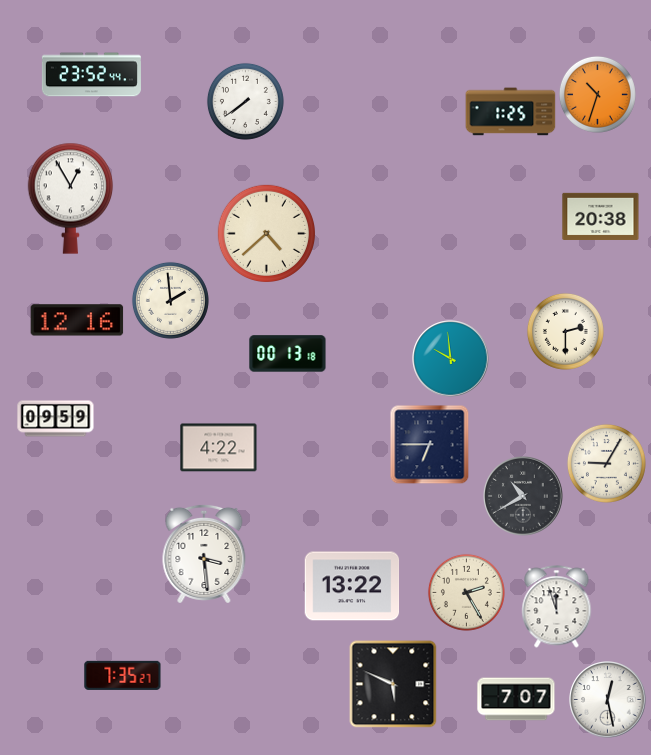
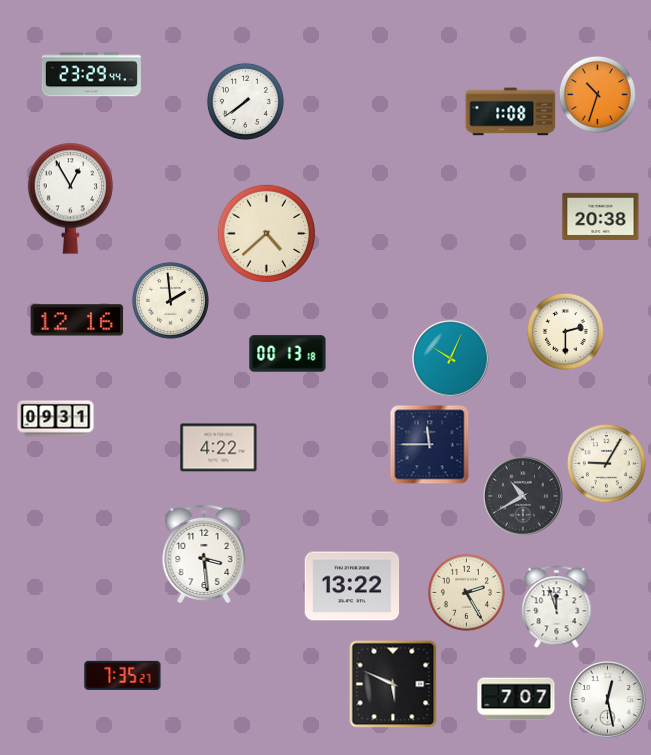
clock at (91, 75): 23:52 -> 23:29
clock at (511, 112): 1:25 -> 1:08
clock at (451, 359): 9:59 -> 10:04
clock at (56, 419): 09:59 -> 09:31
clock at (429, 444): 6:45 -> 11:45
